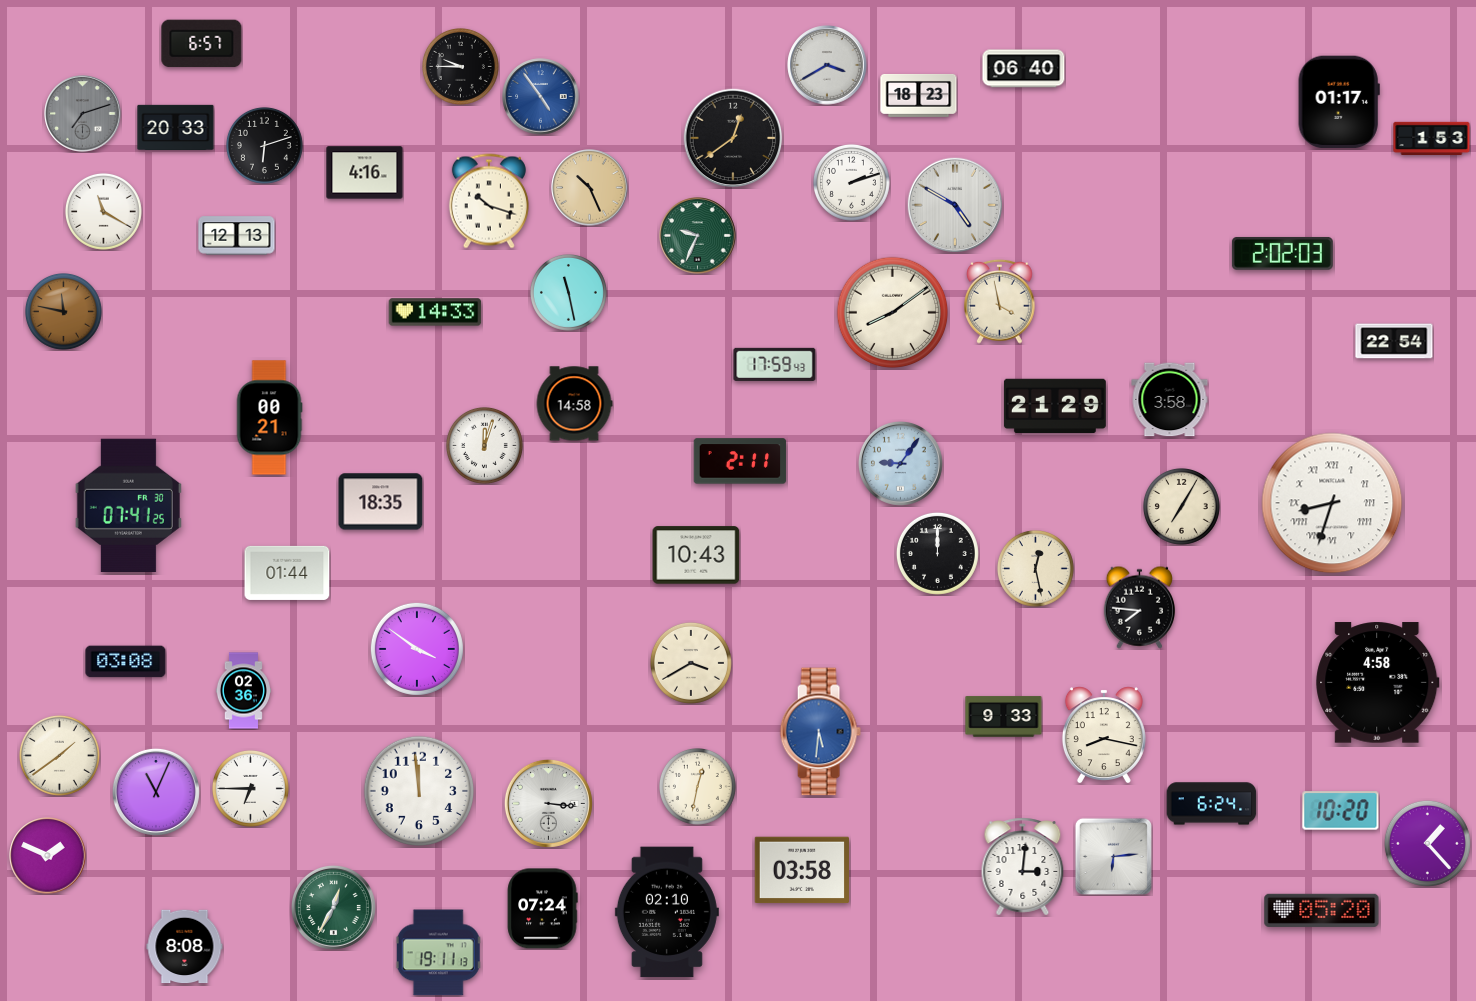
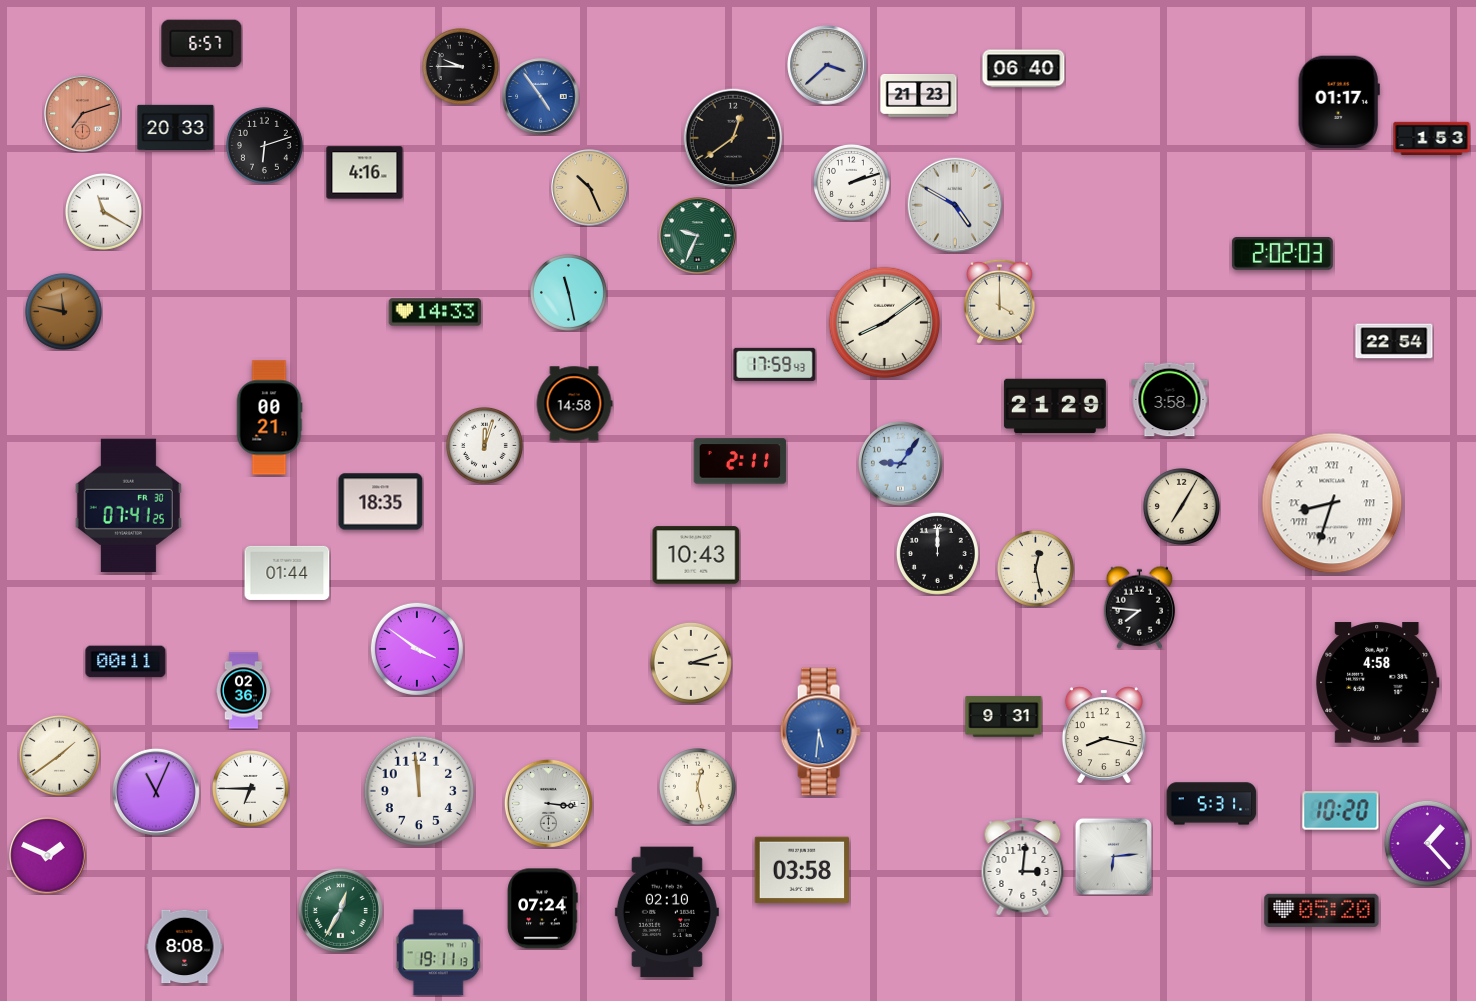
clock at (827, 65): 3:40 -> 3:38
clock at (919, 95): 18:23 -> 21:23
clock at (83, 114) dial: grey -> salmon
clock at (489, 201): 10:18 -> none
clock at (237, 236): 12:13 -> none
clock at (1000, 301): 3:58 -> 4:00
clock at (893, 313) position: (893, 313) -> (885, 323)
clock at (126, 662): 03:08 -> 00:11
clock at (691, 663): 3:40 -> 3:12
clock at (1004, 717): 9:33 -> 9:31
clock at (697, 786): 12:32 -> 12:28
clock at (1212, 804): 6:24 -> 5:31
clock at (333, 907) position: (333, 907) -> (340, 910)
